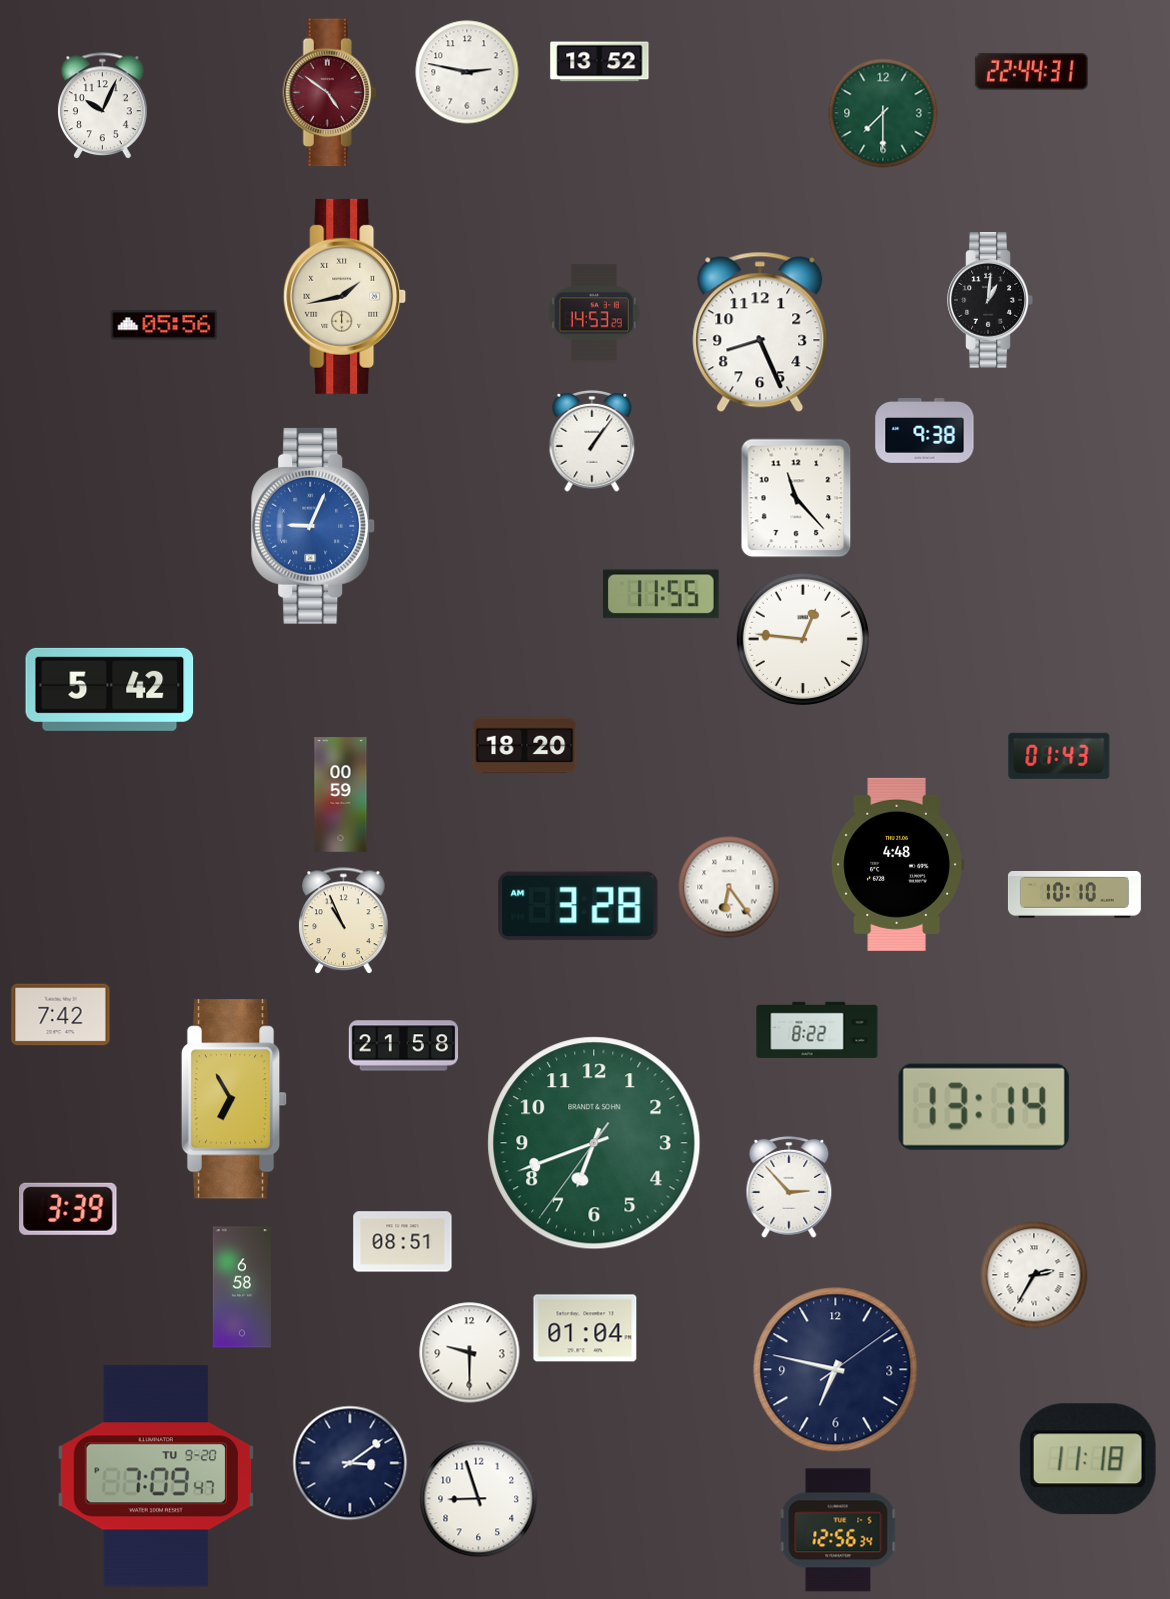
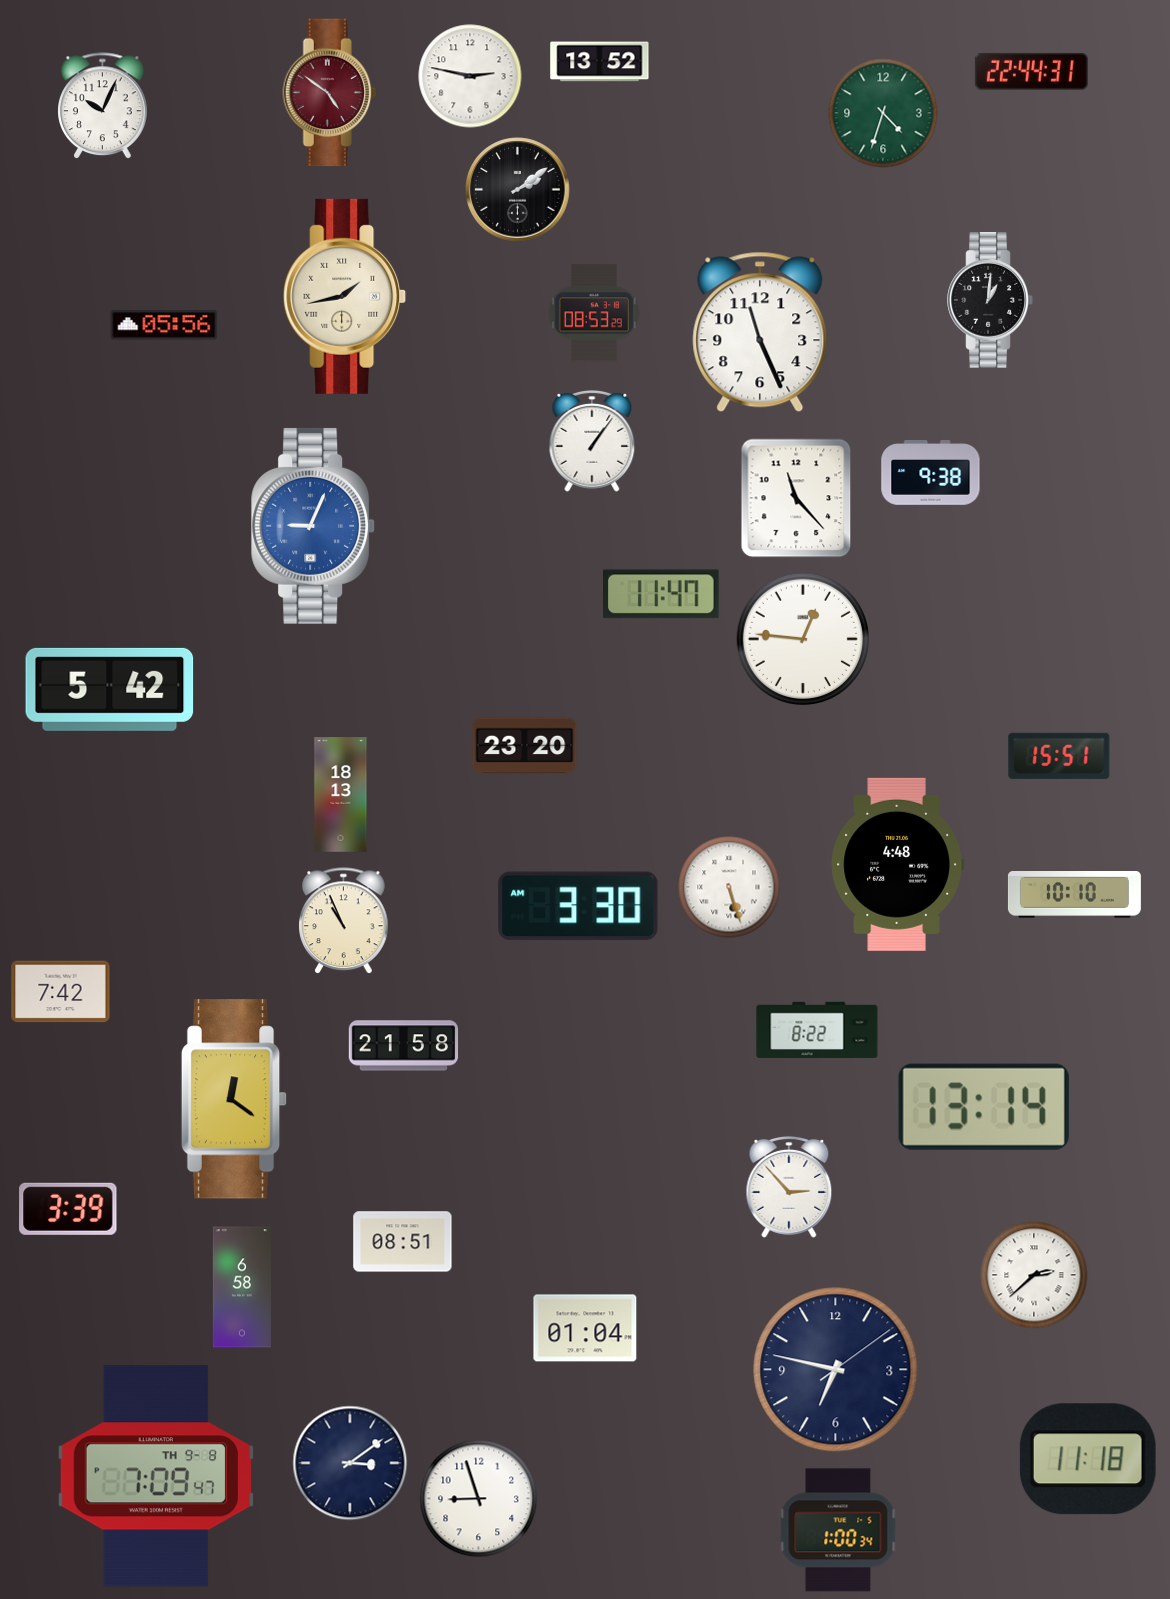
clock at (467, 72) position: (467, 72) -> (470, 76)
clock at (883, 113): 7:30 -> 4:33
clock at (518, 190): none -> 2:09
clock at (594, 313): 14:53 -> 08:53
clock at (760, 332): 8:26 -> 11:26
clock at (925, 431) position: (925, 431) -> (931, 473)
clock at (662, 594): 11:55 -> 11:47
clock at (525, 746): 18:20 -> 23:20
clock at (1059, 756): 01:43 -> 15:51
clock at (341, 795): 00:59 -> 18:13
clock at (729, 887): 6:24 -> 5:27
clock at (578, 906): 3:28 -> 3:30
clock at (61, 1015) position: (61, 1015) -> (61, 992)
clock at (234, 1099): 6:55 -> 12:21
clock at (594, 1143): 6:41 -> none
clock at (1034, 1275): 2:35 -> 2:38
clock at (470, 1353): 9:30 -> none
clock at (155, 1476) date: TU 9-20 -> TH 9-8
clock at (838, 1530): 12:56 -> 1:00
